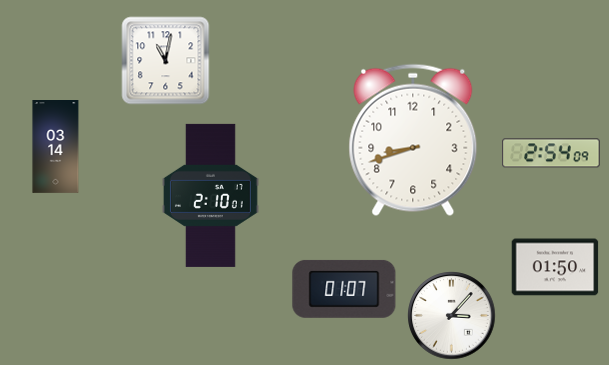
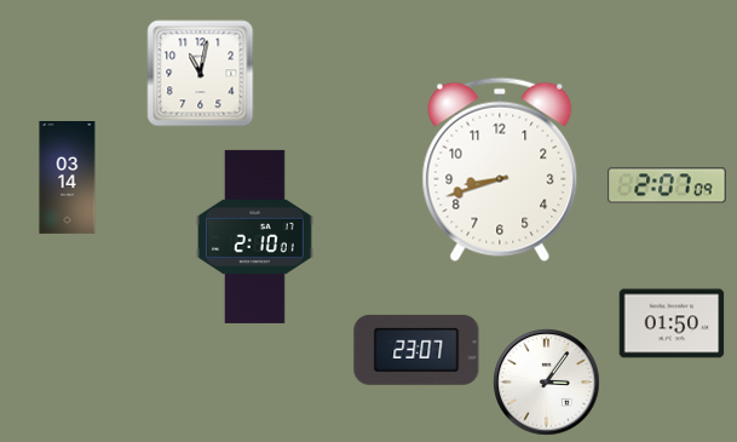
clock at (551, 153): 2:54 -> 2:07
clock at (344, 289): 01:07 -> 23:07
clock at (452, 316): 3:07 -> 3:06
